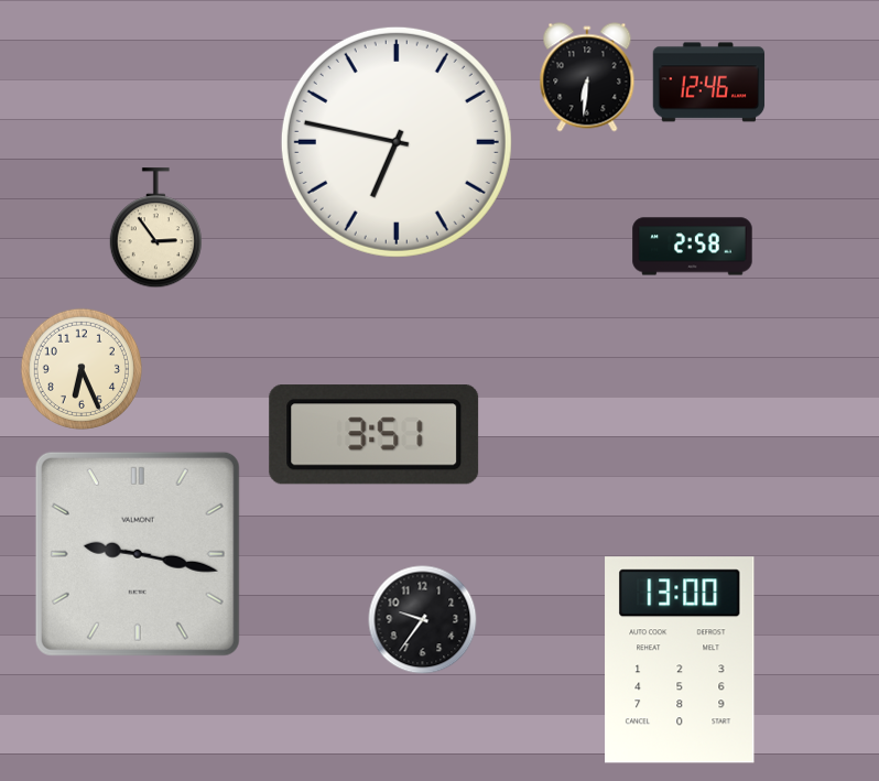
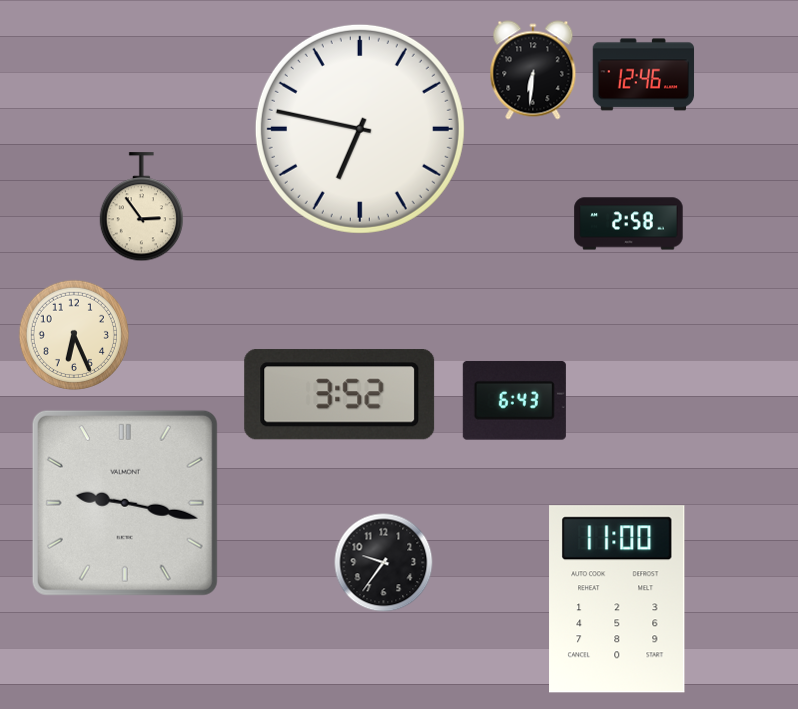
clock at (375, 435): 3:51 -> 3:52
clock at (514, 400): none -> 6:43
clock at (680, 660): 13:00 -> 11:00
